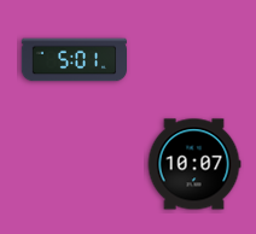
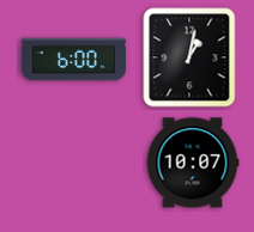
clock at (189, 57): none -> 1:02
clock at (74, 60): 5:01 -> 6:00
